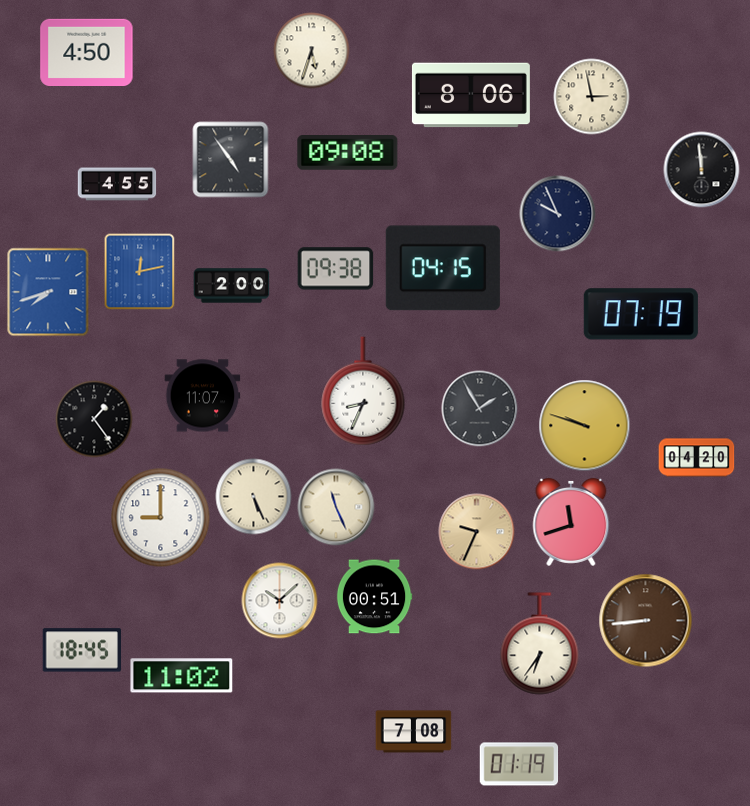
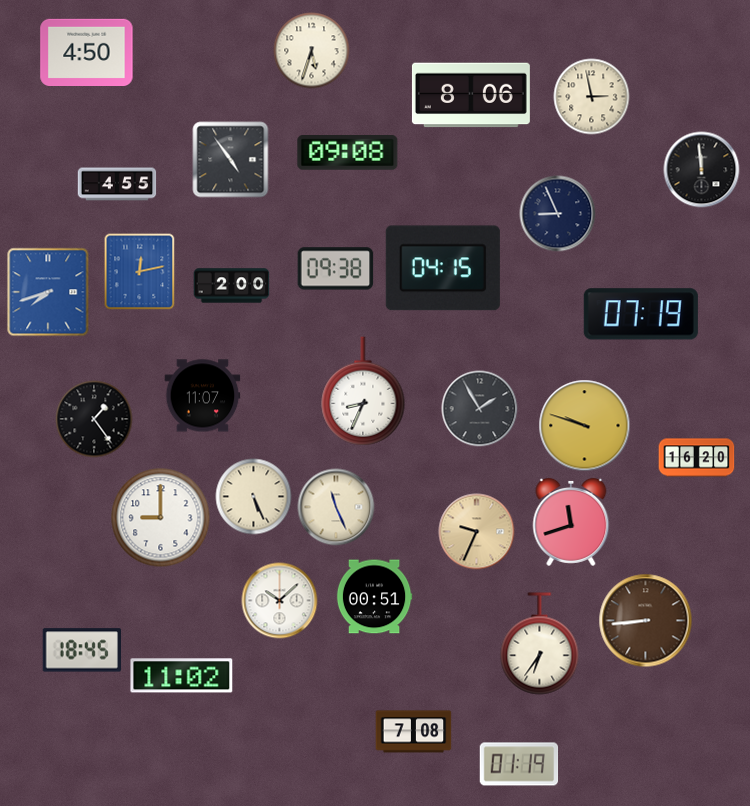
clock at (558, 214): 9:56 -> 8:56
clock at (697, 458): 04:20 -> 16:20
